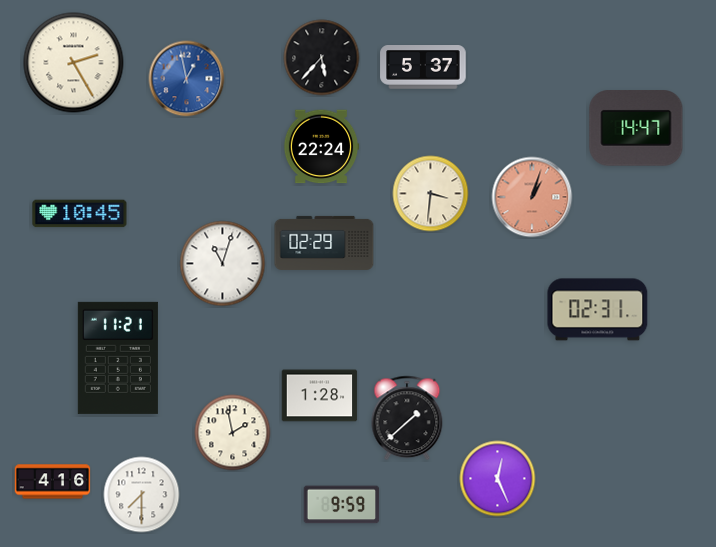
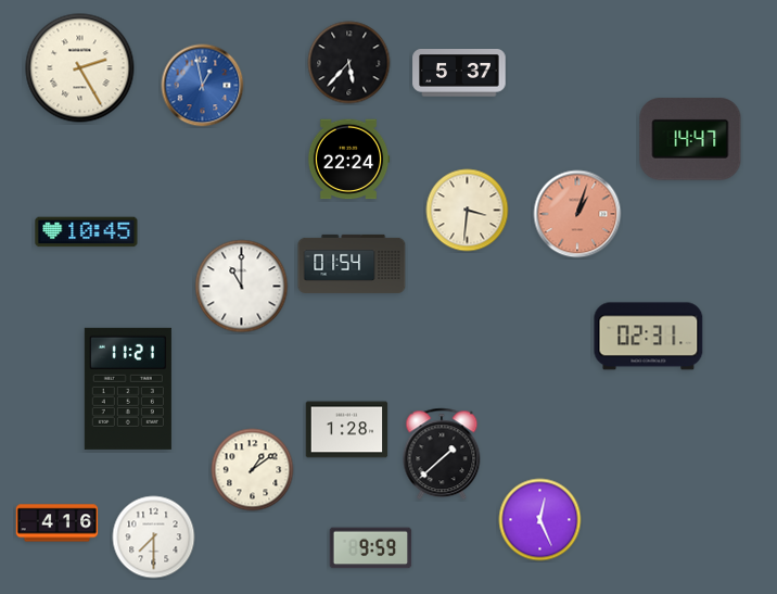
clock at (324, 243): 02:29 -> 01:54
clock at (223, 264): 11:03 -> 11:00
clock at (233, 433): 1:58 -> 1:09
